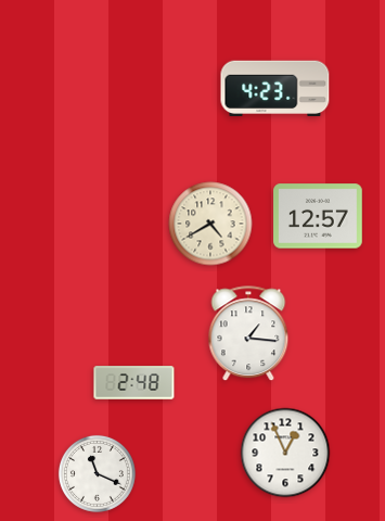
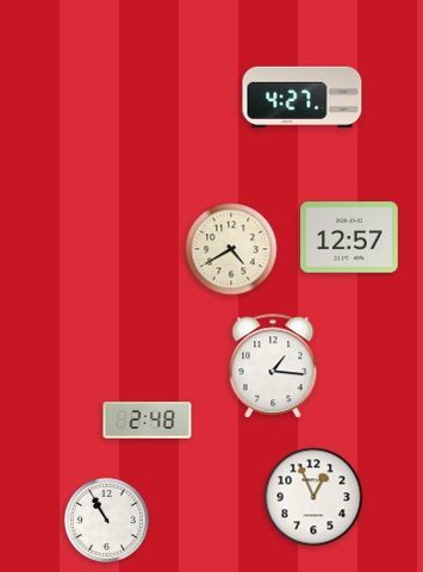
clock at (275, 89): 4:23 -> 4:27
clock at (210, 224) position: (210, 224) -> (231, 249)
clock at (97, 473): 11:19 -> 10:55
